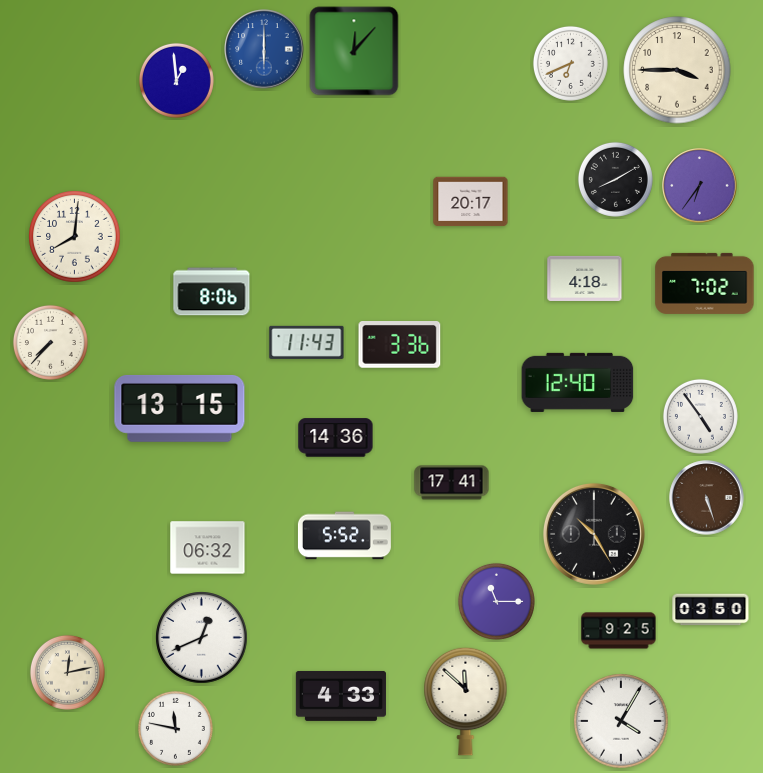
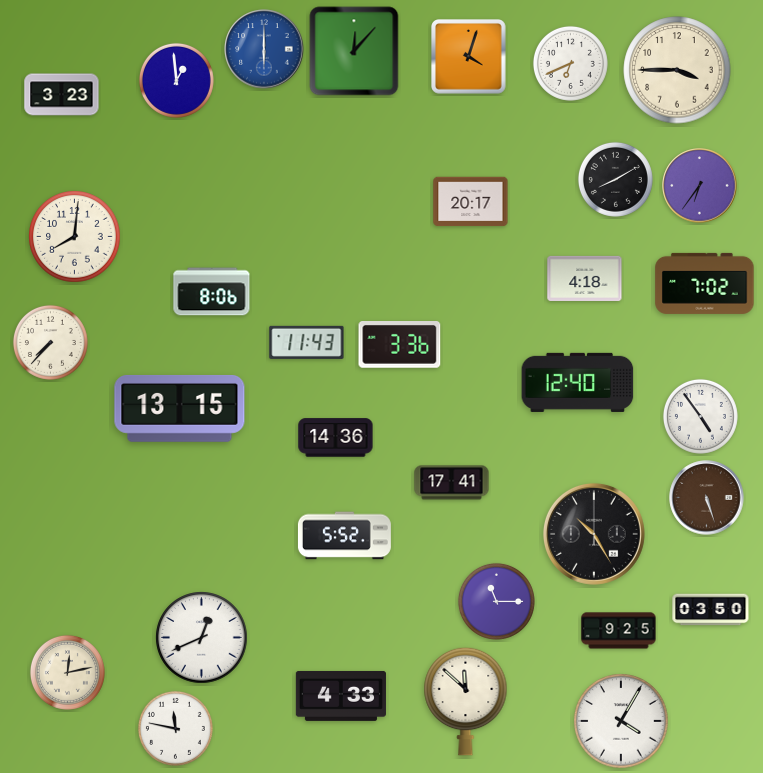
clock at (469, 57): none -> 4:03
clock at (62, 95): none -> 3:23
clock at (208, 548): 06:32 -> none
